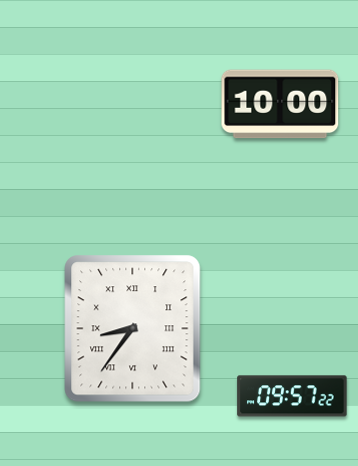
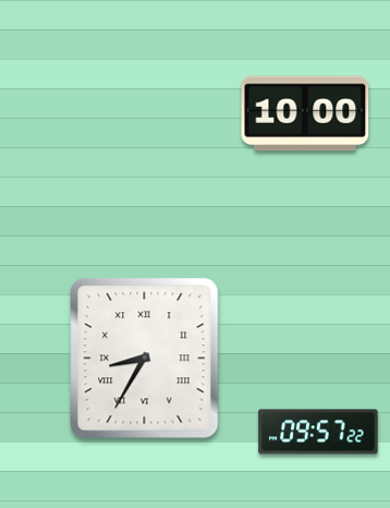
clock at (133, 329): 8:36 -> 8:35
